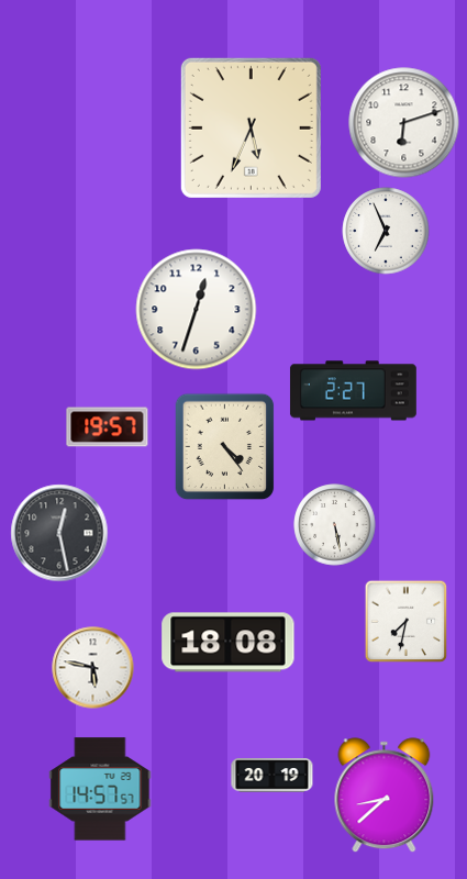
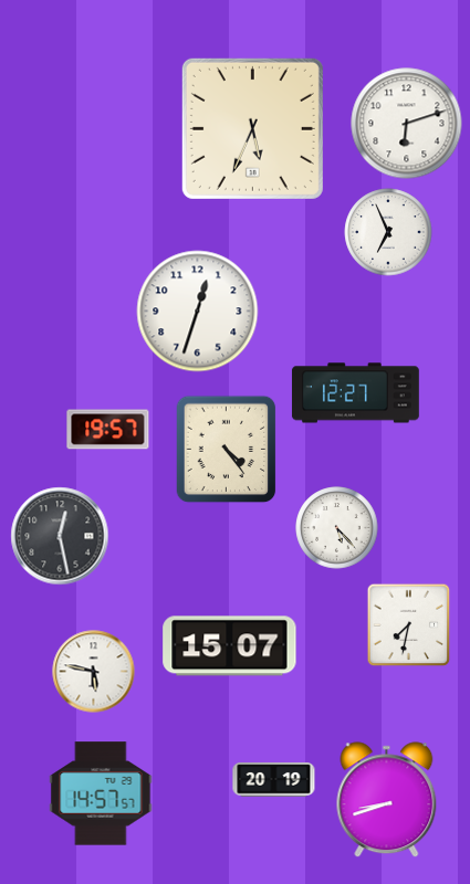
clock at (353, 391): 2:27 -> 12:27
clock at (335, 525): 5:28 -> 5:23
clock at (229, 643): 18:08 -> 15:07
clock at (385, 795): 8:38 -> 8:42
